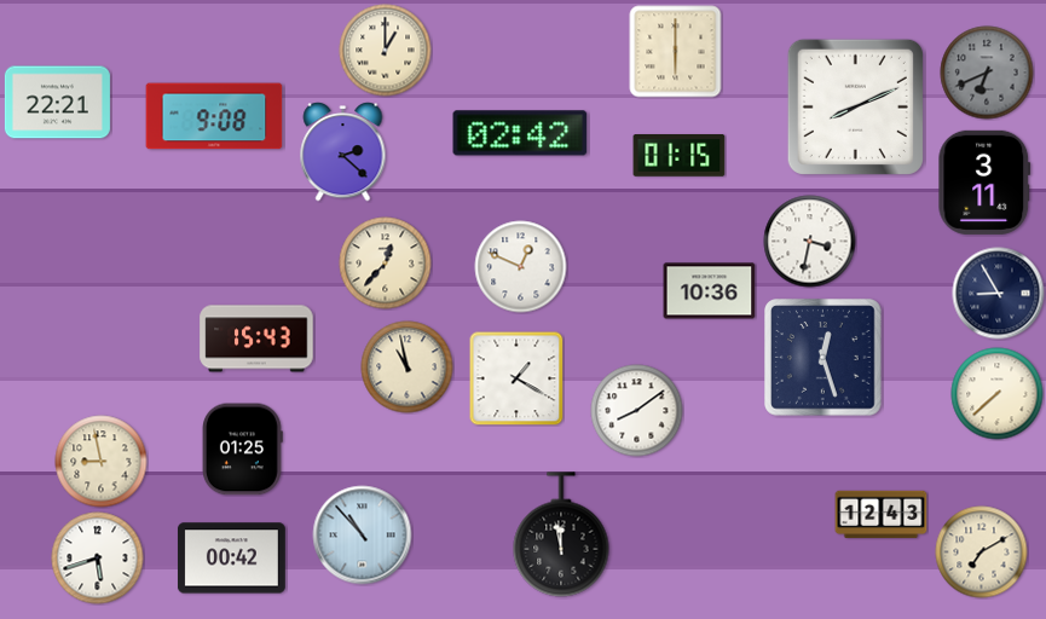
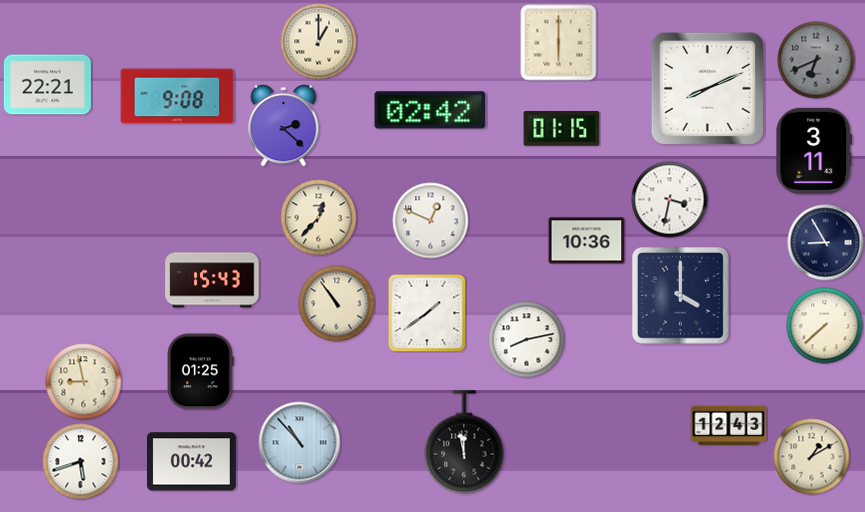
clock at (823, 358): 12:27 -> 4:00
clock at (408, 368): 10:58 -> 10:54
clock at (516, 378): 1:20 -> 1:39
clock at (637, 411): 8:09 -> 8:13
clock at (982, 553): 7:10 -> 1:10
